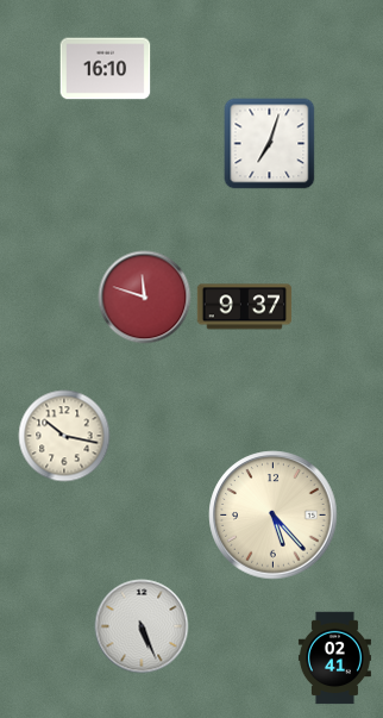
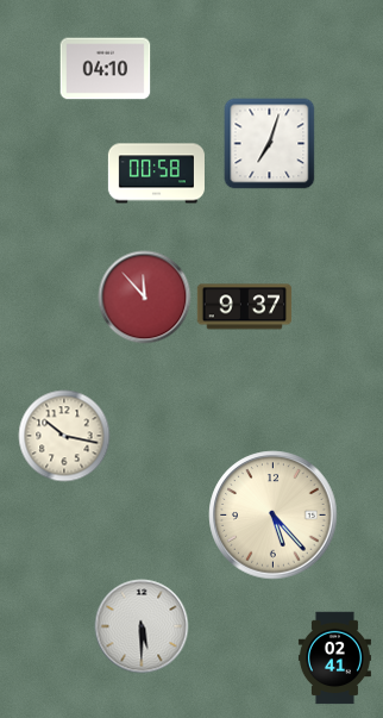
clock at (106, 69): 16:10 -> 04:10
clock at (156, 174): none -> 00:58
clock at (145, 298): 11:48 -> 11:53
clock at (142, 626): 5:26 -> 5:30
